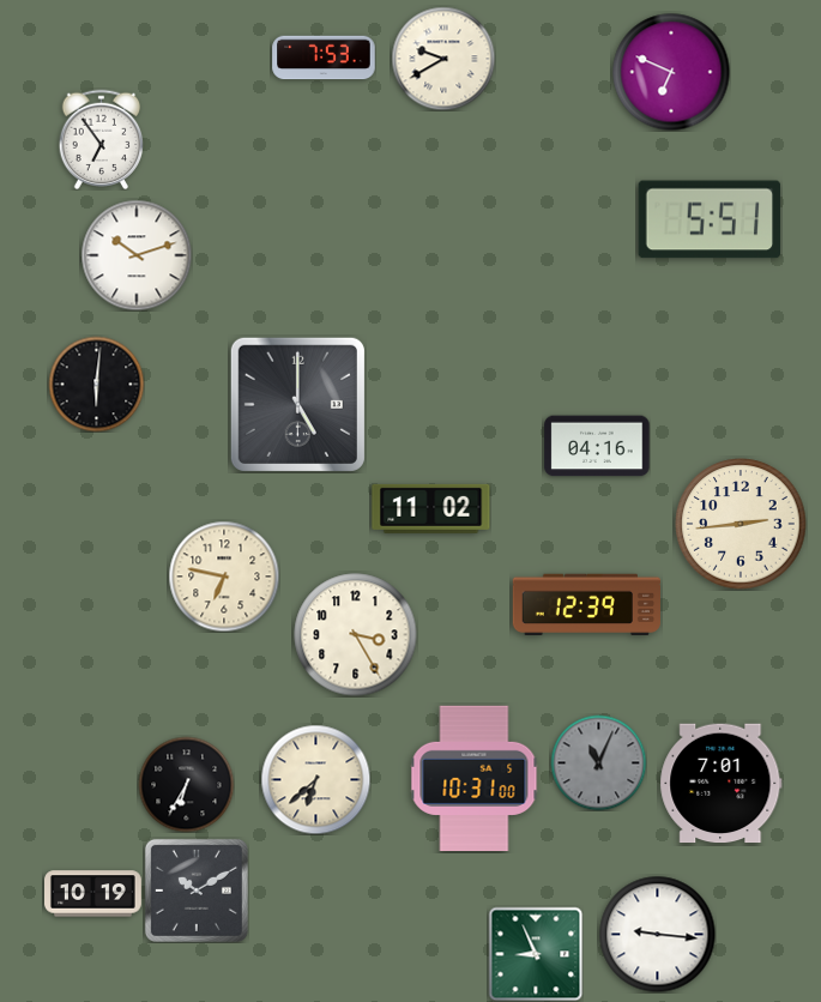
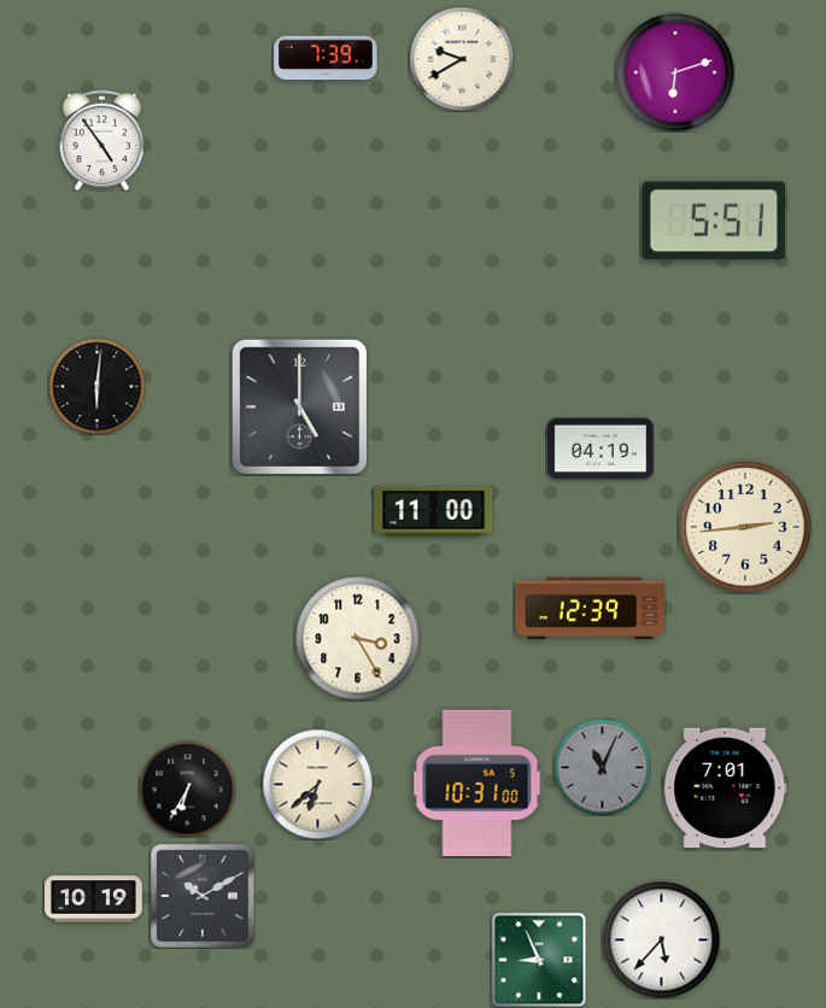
clock at (324, 58): 7:53 -> 7:39
clock at (443, 59) position: (443, 59) -> (462, 59)
clock at (671, 72): 6:49 -> 6:12
clock at (102, 139): 6:54 -> 4:54
clock at (137, 255): 10:12 -> none
clock at (597, 446): 04:16 -> 04:19
clock at (431, 508): 11:02 -> 11:00
clock at (224, 577): 6:47 -> none
clock at (197, 891) position: (197, 891) -> (203, 896)
clock at (657, 934): 9:16 -> 5:37
